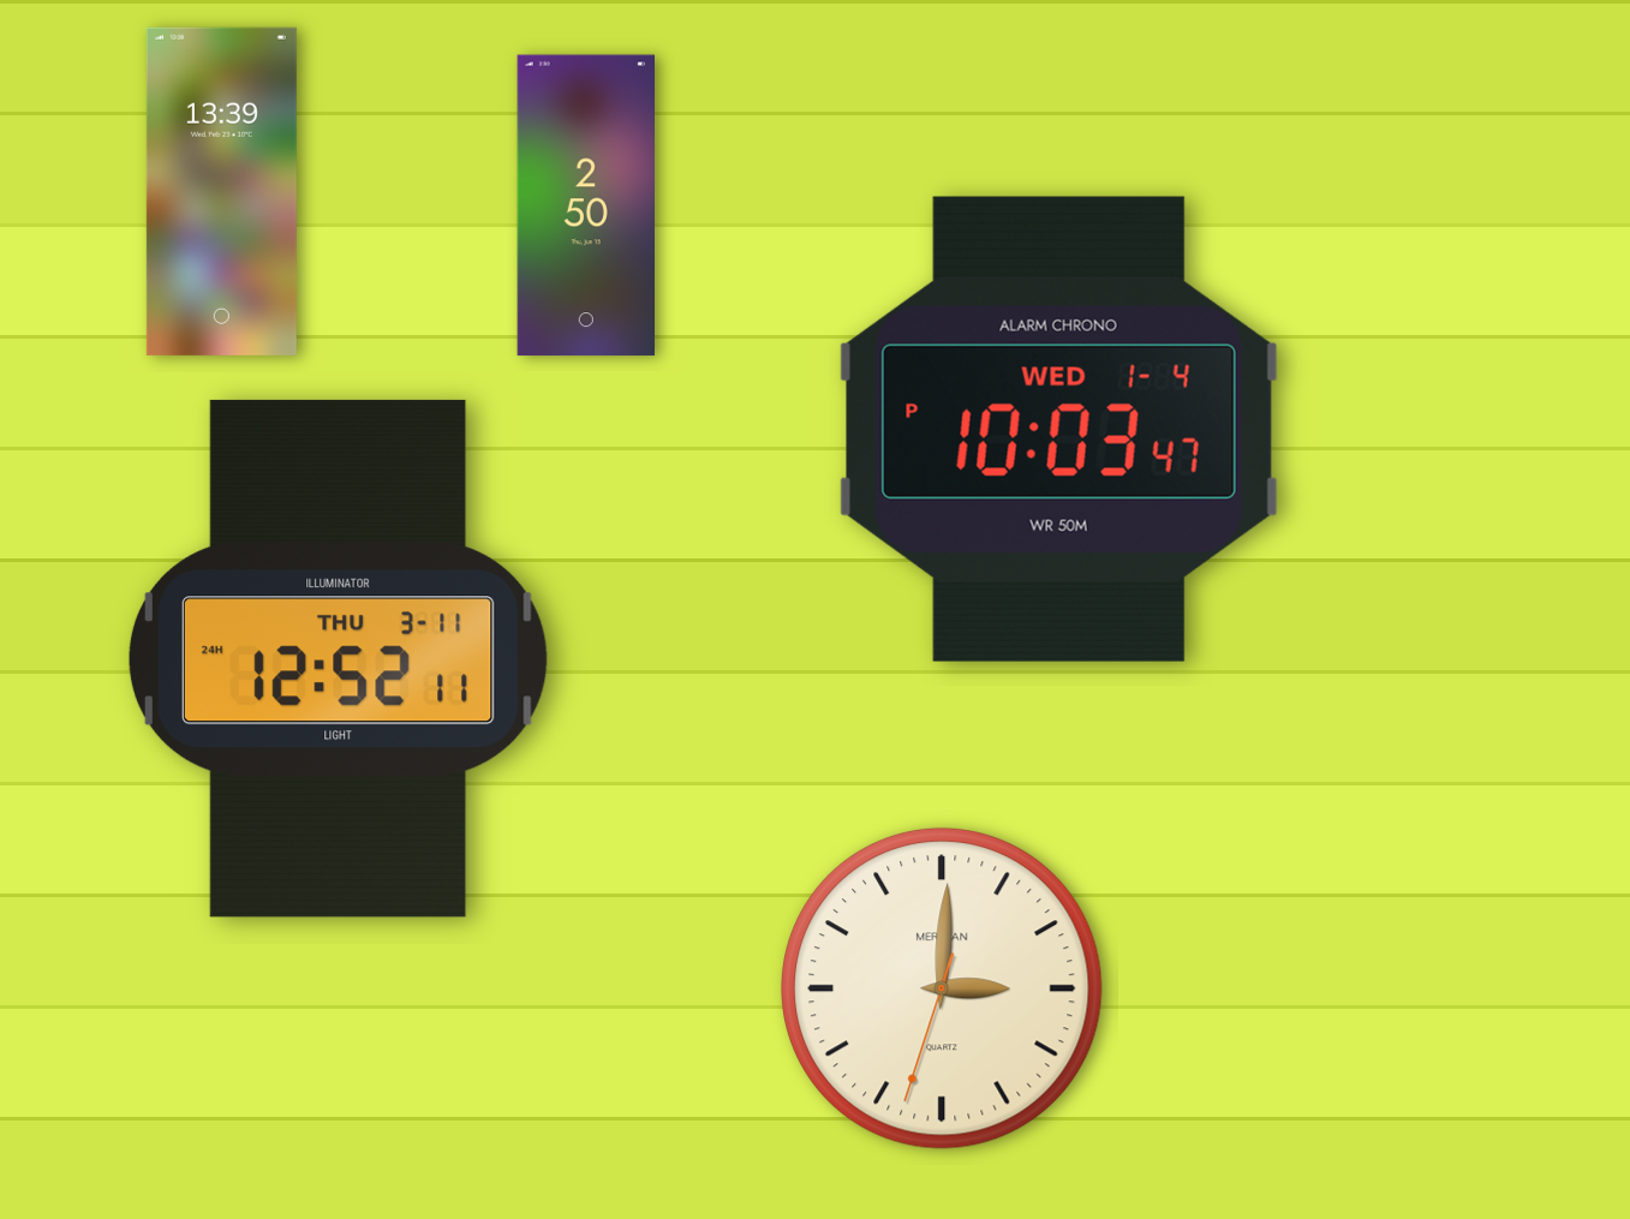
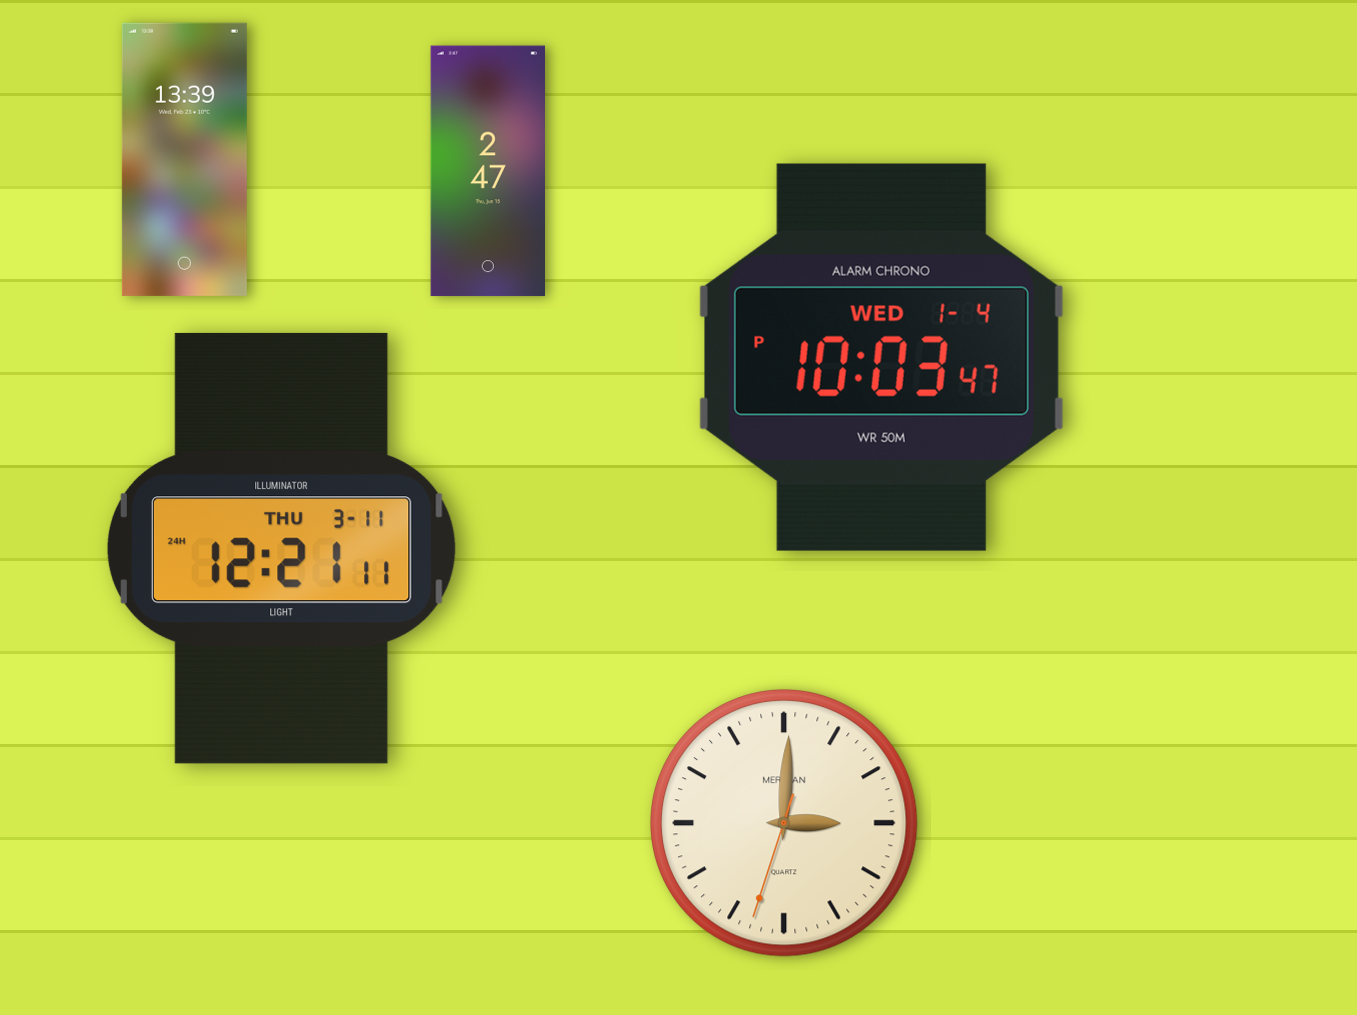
clock at (585, 205): 2:50 -> 2:47
clock at (338, 658): 12:52 -> 12:21
